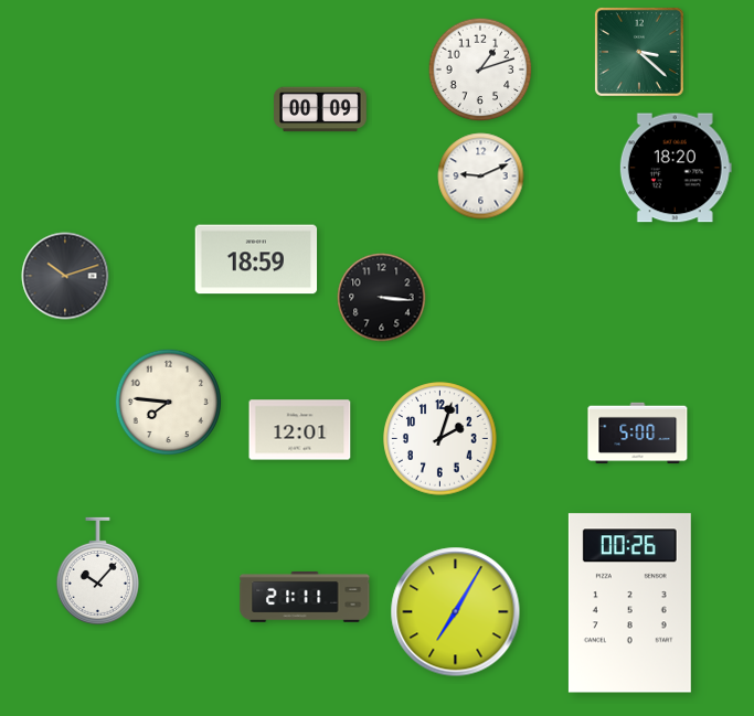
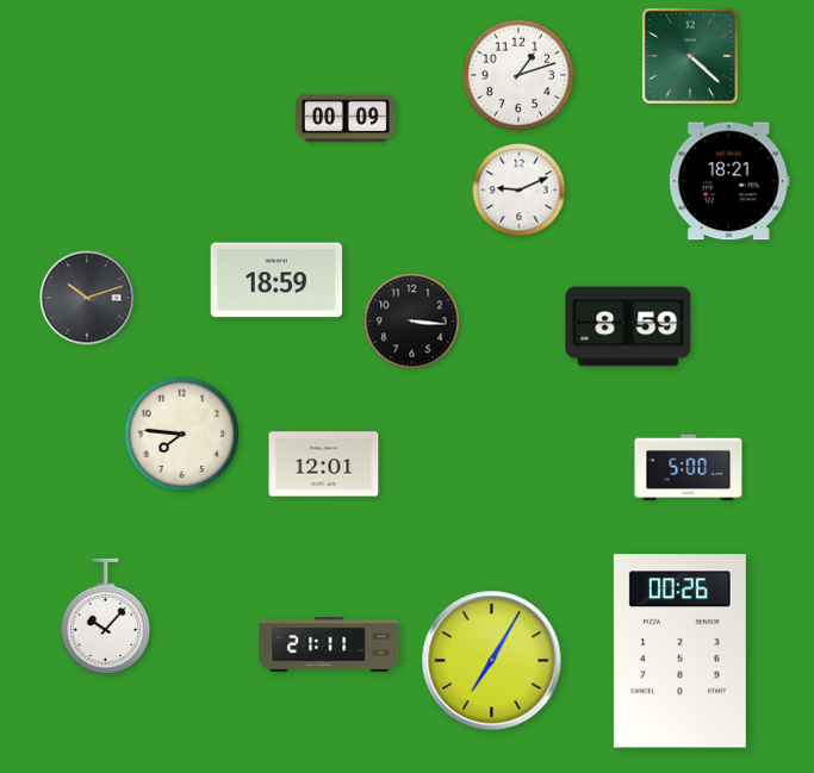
clock at (639, 52): 3:22 -> 4:22
clock at (676, 168): 18:20 -> 18:21
clock at (65, 276) position: (65, 276) -> (87, 298)
clock at (628, 326): none -> 8:59
clock at (440, 439): 2:03 -> none
